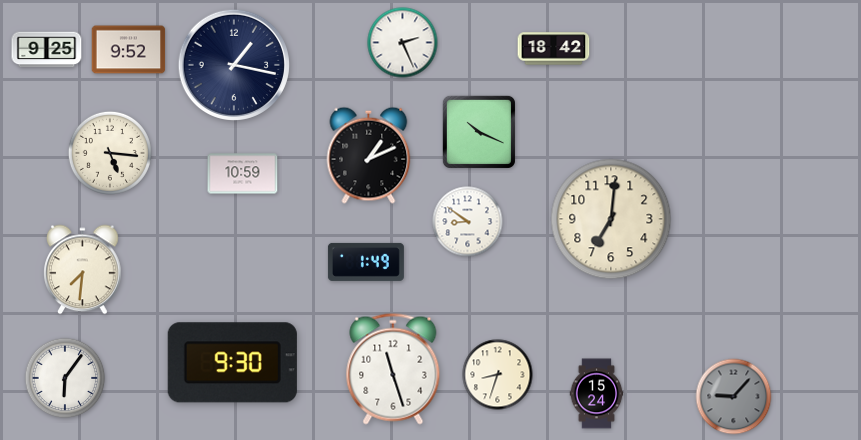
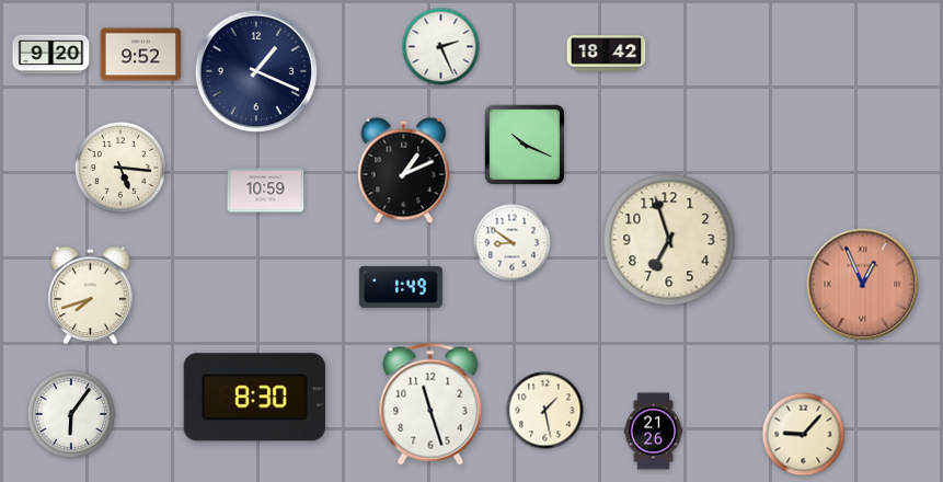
clock at (47, 50): 9:25 -> 9:20
clock at (234, 65): 1:17 -> 1:19
clock at (611, 219): 7:01 -> 6:57
clock at (863, 285): none -> 12:56
clock at (83, 270): 7:31 -> 7:42
clock at (232, 363): 9:30 -> 8:30
clock at (498, 375): 8:33 -> 1:28
clock at (597, 394): 15:24 -> 21:26
clock at (734, 397) dial: grey -> cream
